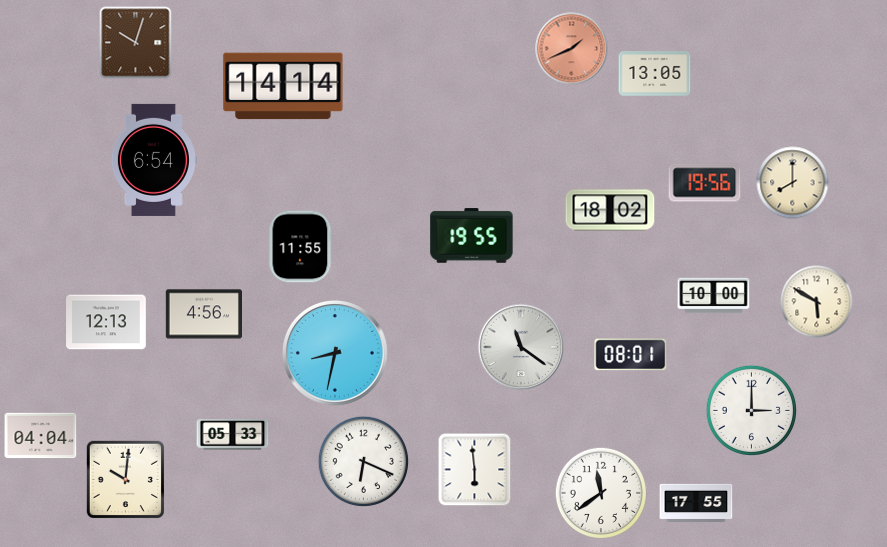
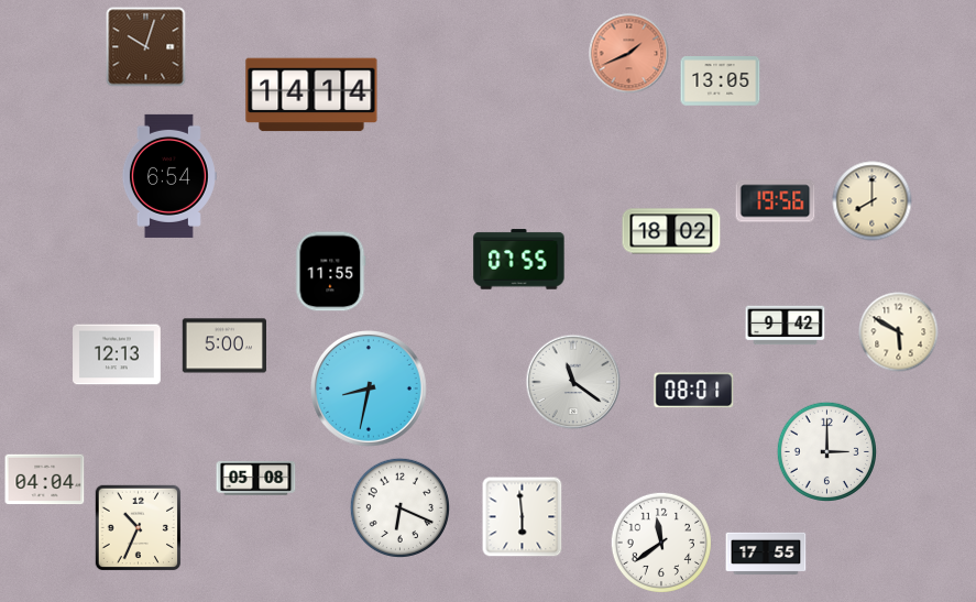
clock at (136, 43) position: (136, 43) -> (146, 47)
clock at (472, 236): 19:55 -> 07:55
clock at (714, 296): 10:00 -> 9:42
clock at (203, 314): 4:56 -> 5:00
clock at (233, 435): 05:33 -> 05:08
clock at (126, 480): 10:01 -> 10:34
